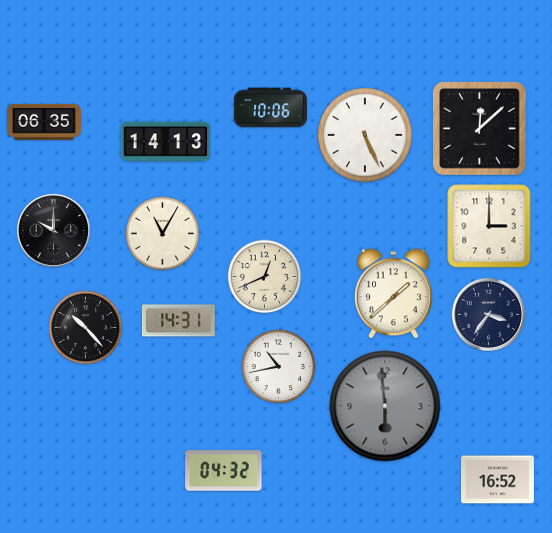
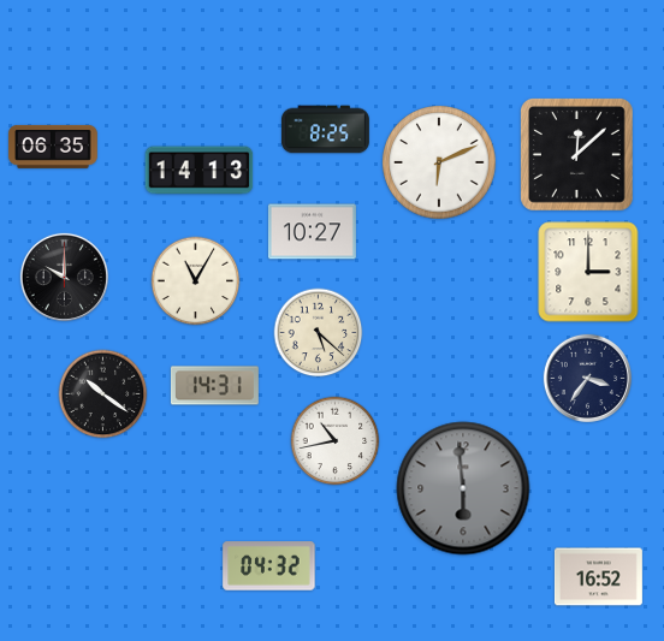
clock at (270, 108): 10:06 -> 8:25
clock at (365, 135): 5:26 -> 6:11
clock at (312, 232): none -> 10:27
clock at (265, 277): 12:41 -> 5:22
clock at (393, 294): 1:38 -> none
clock at (86, 328): 10:23 -> 10:21
